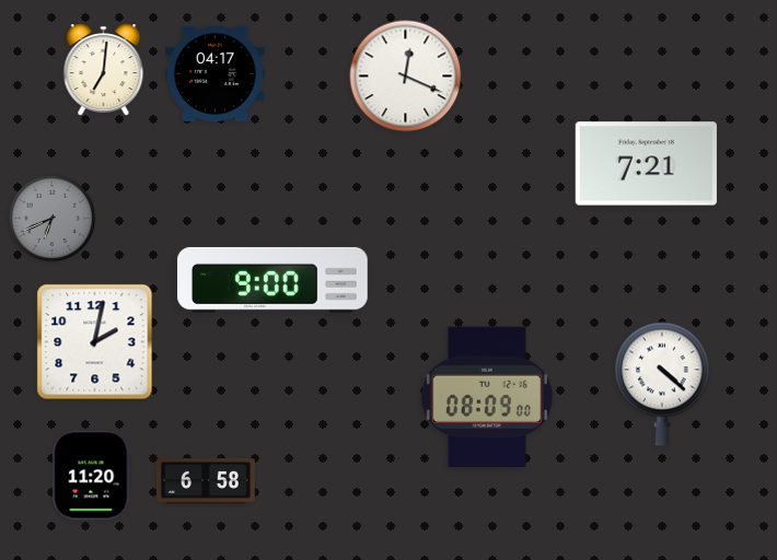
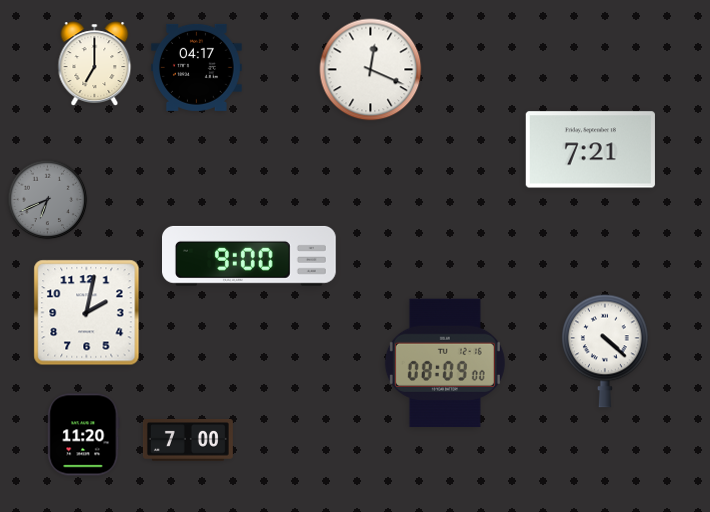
clock at (104, 70): 7:01 -> 7:00
clock at (206, 482): 6:58 -> 7:00
